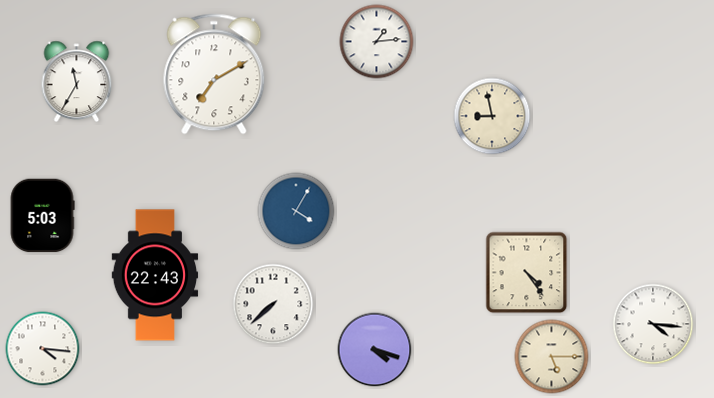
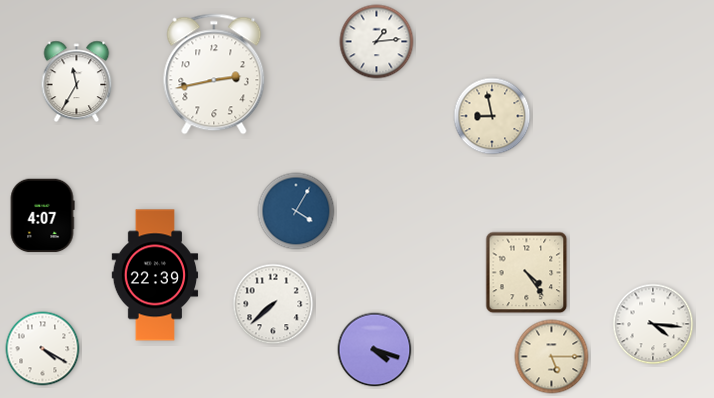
clock at (214, 74): 7:10 -> 2:43
clock at (42, 216): 5:03 -> 4:07
clock at (155, 275): 22:43 -> 22:39
clock at (43, 349): 4:16 -> 4:20
